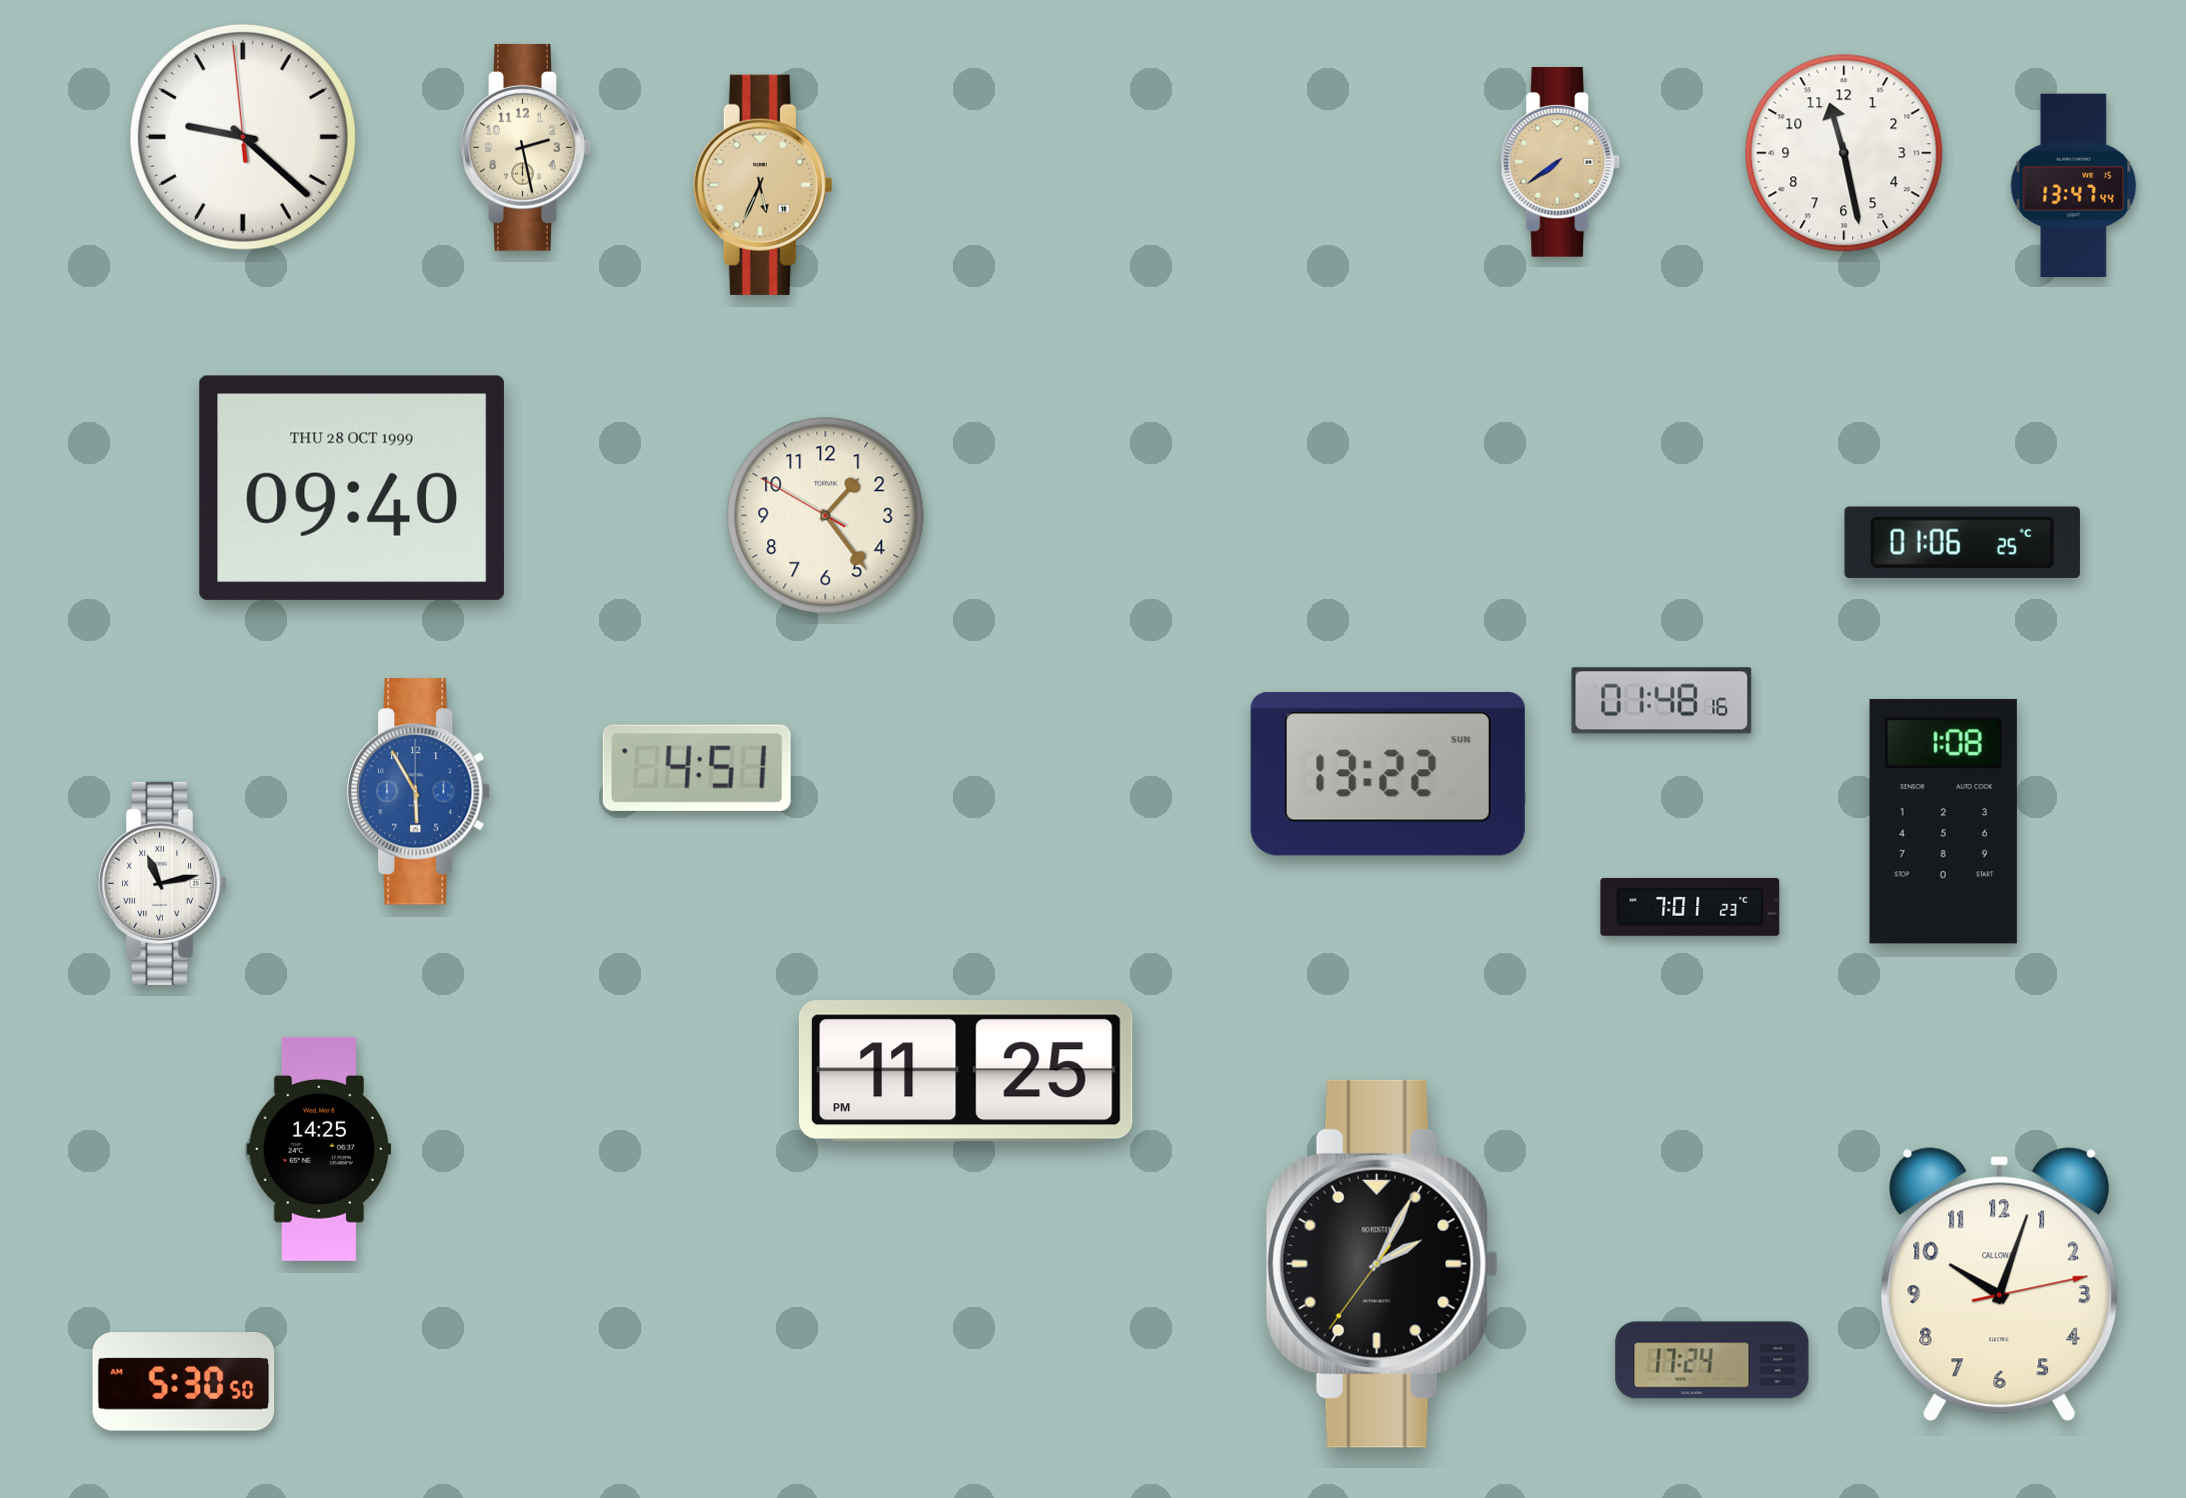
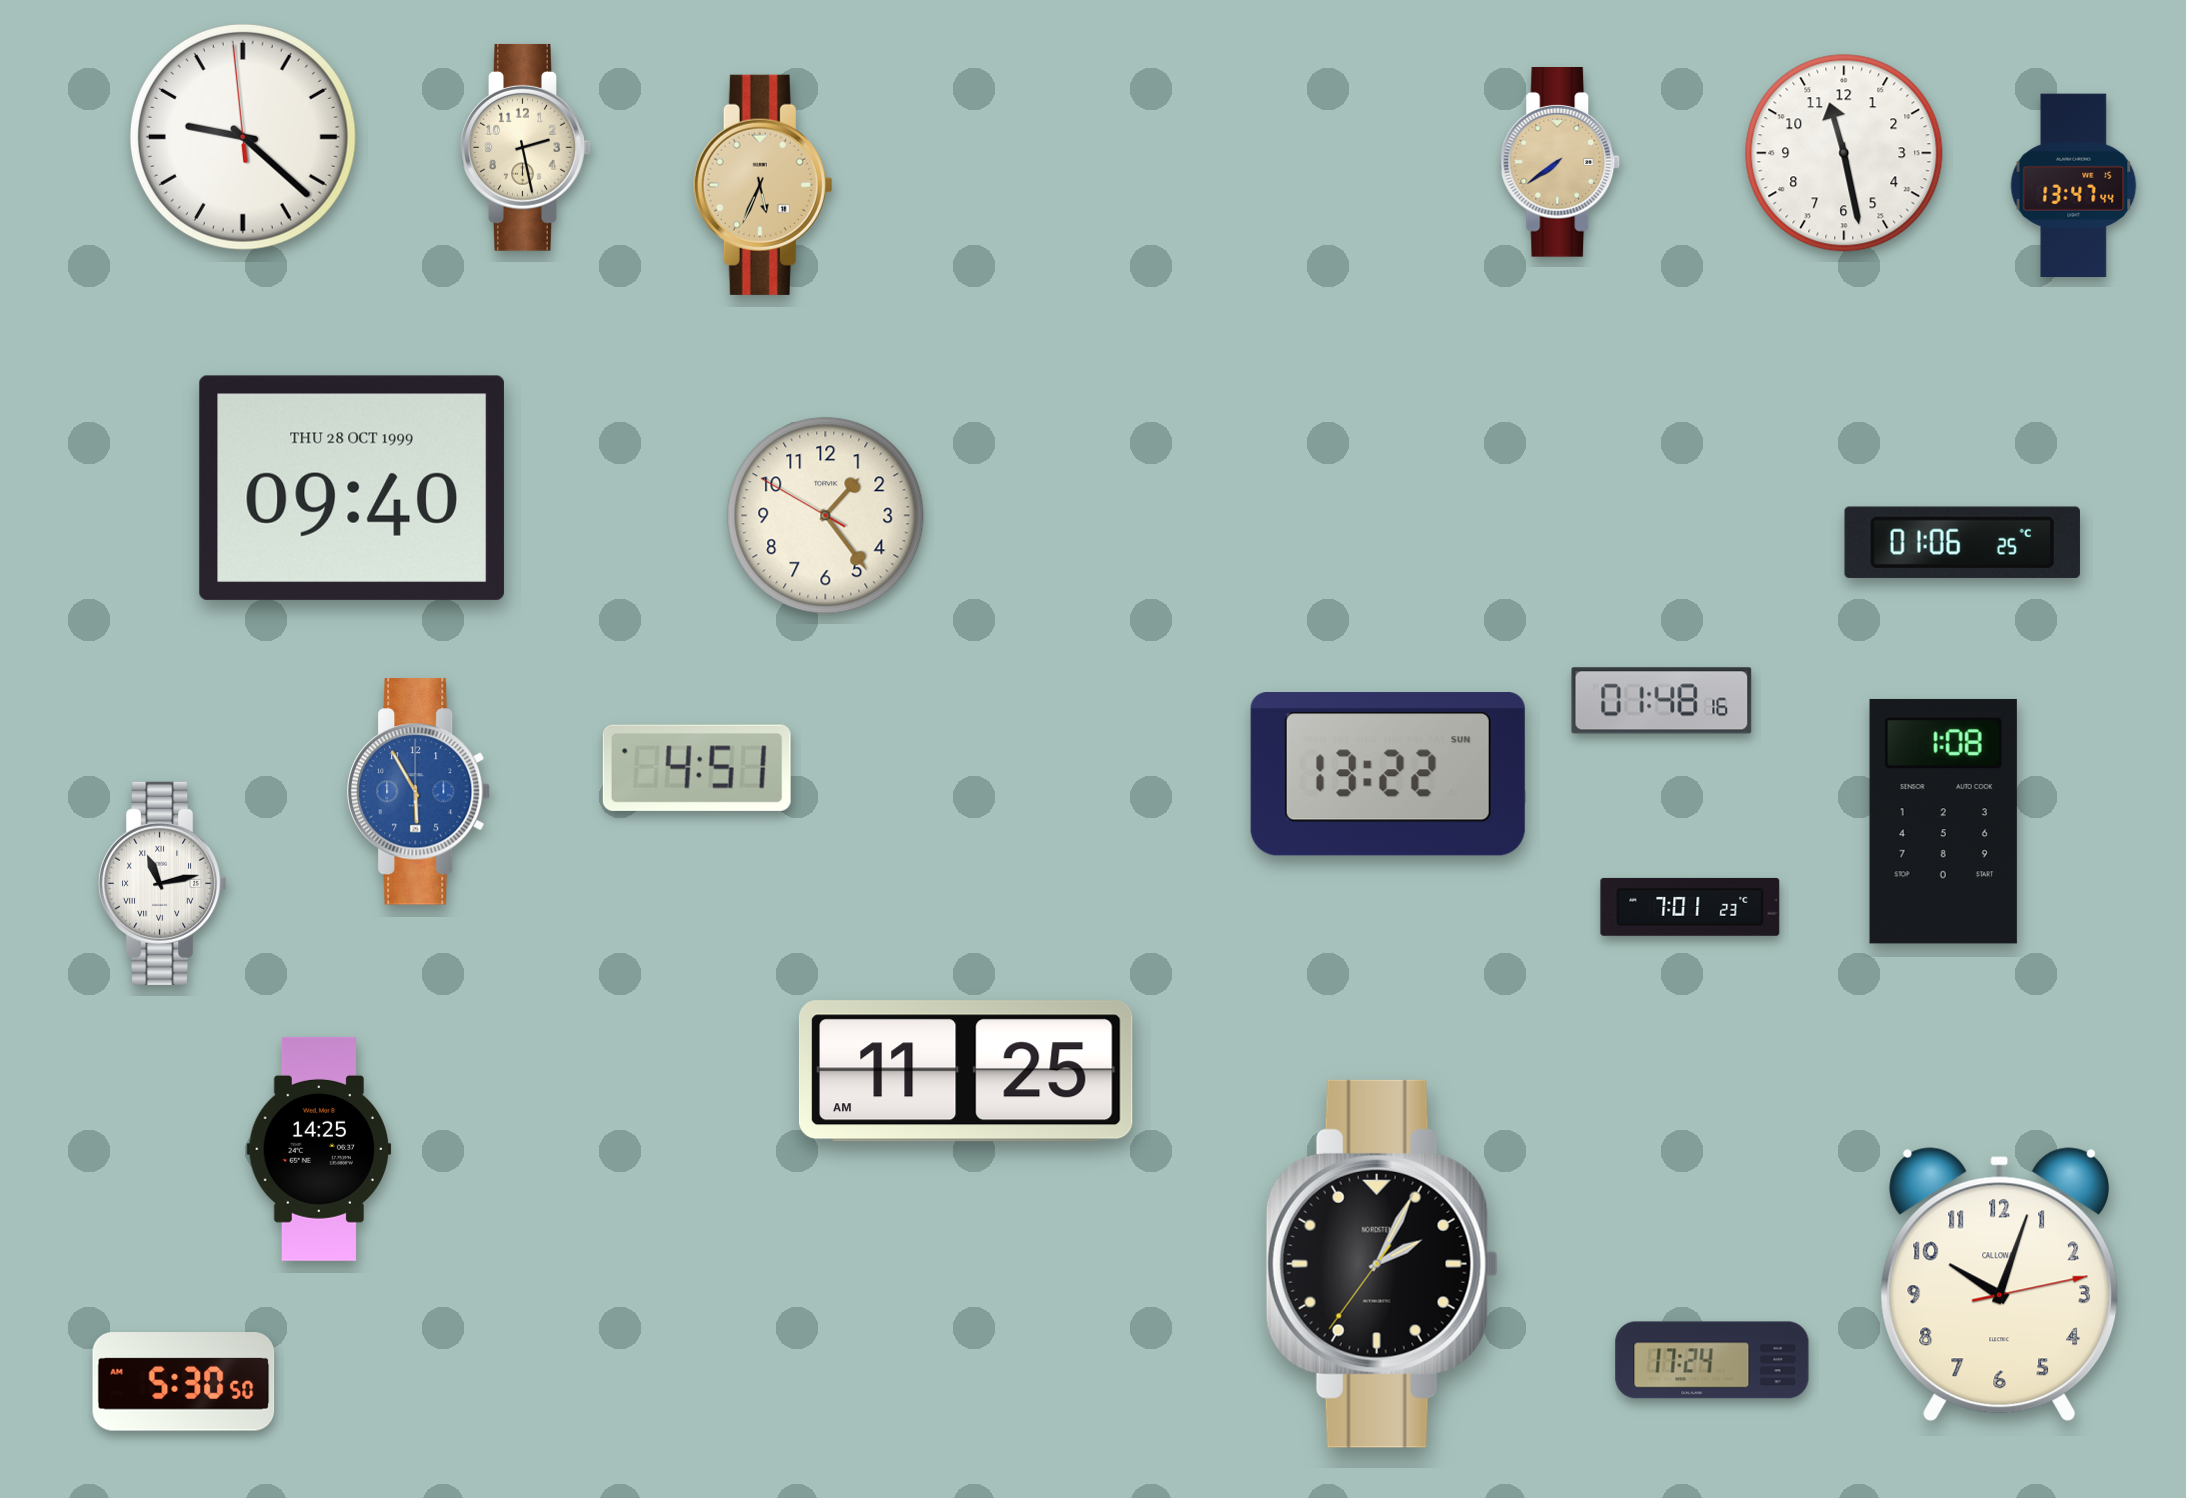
clock at (966, 1071): 11:25 PM -> 11:25 AM
